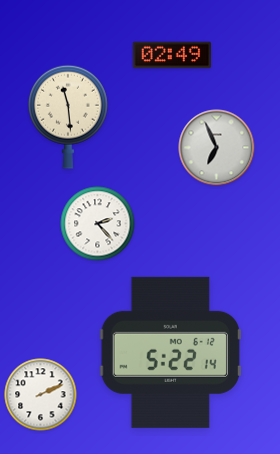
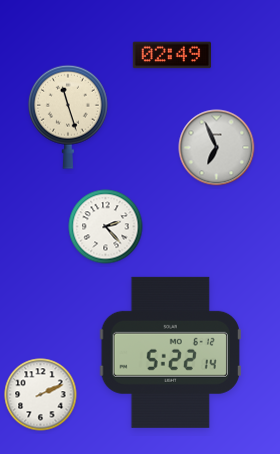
clock at (68, 117): 11:29 -> 11:27
clock at (98, 224) position: (98, 224) -> (106, 227)
